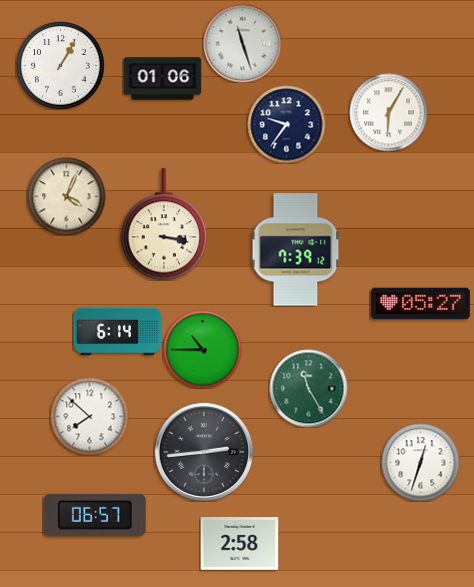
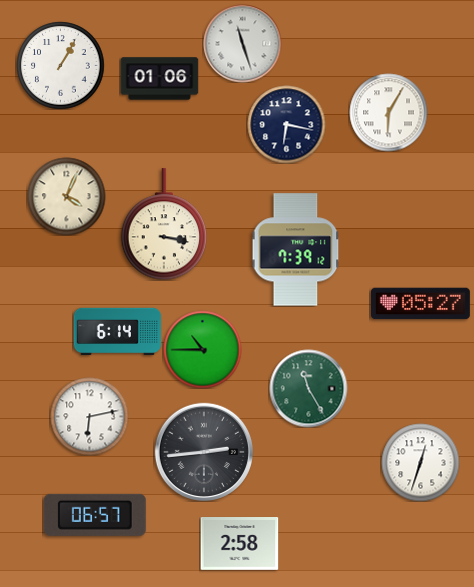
clock at (162, 79) position: (162, 79) -> (159, 79)
clock at (286, 124): 9:36 -> 6:17
clock at (89, 416): 7:52 -> 6:13
